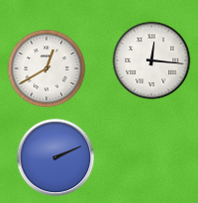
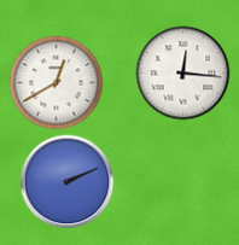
clock at (55, 157) position: (55, 157) -> (66, 181)
